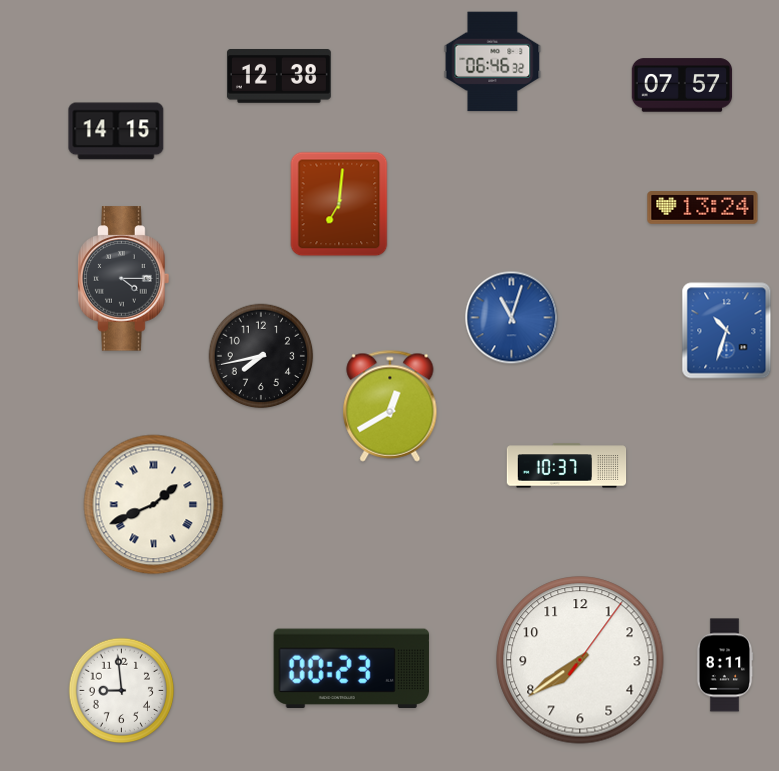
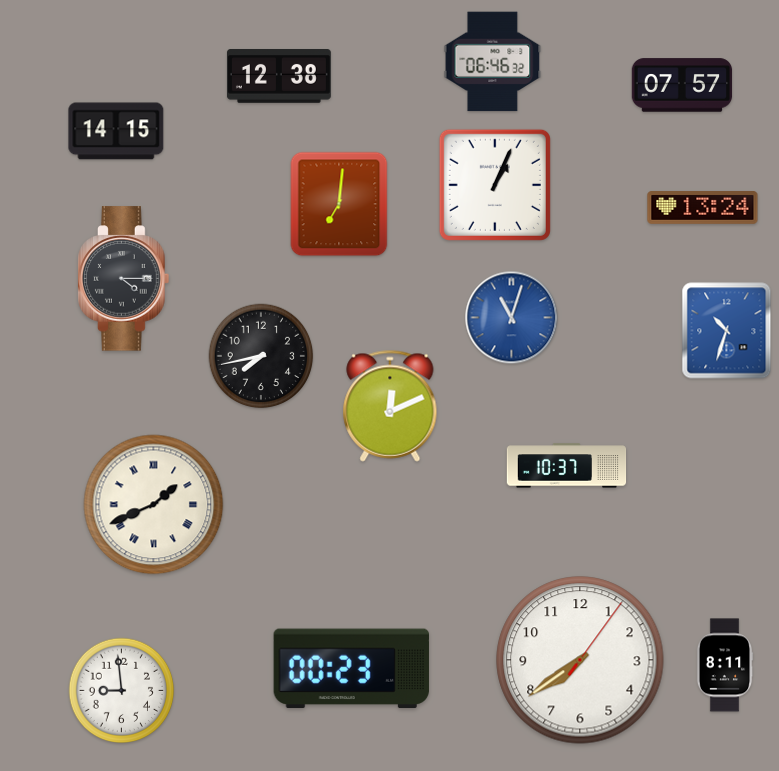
clock at (495, 185): none -> 1:04
clock at (390, 406): 12:40 -> 12:11
